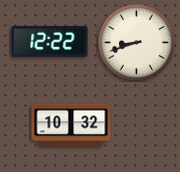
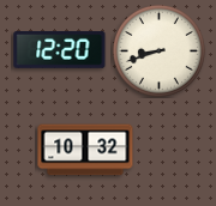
clock at (50, 42): 12:22 -> 12:20
clock at (136, 42) position: (136, 42) -> (158, 50)
